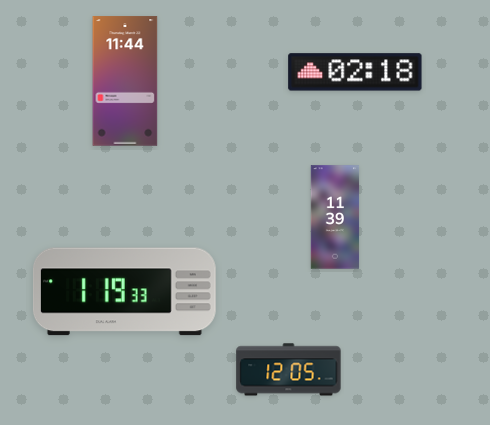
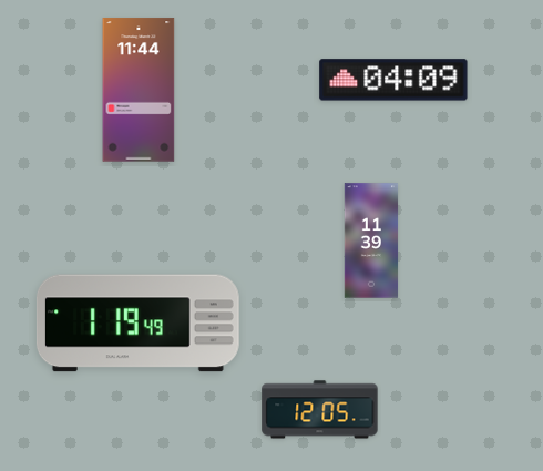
clock at (355, 72): 02:18 -> 04:09
clock at (124, 292): 1:19:33 -> 1:19:49
